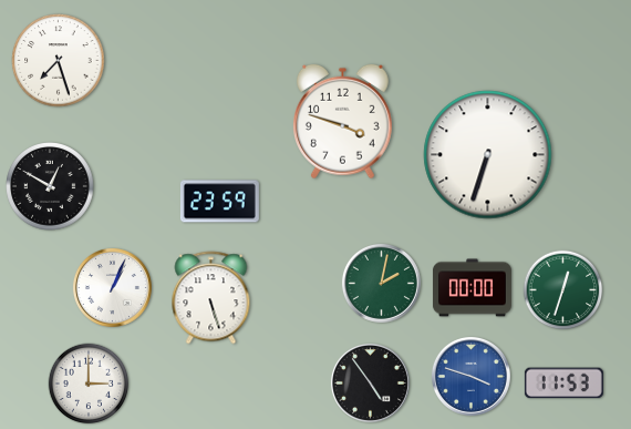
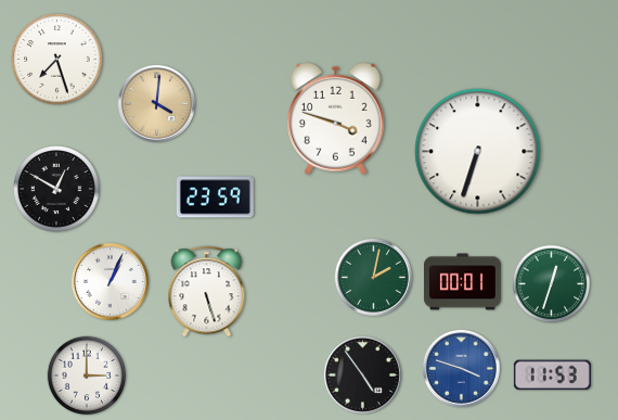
clock at (156, 103): none -> 4:01
clock at (51, 187) position: (51, 187) -> (57, 190)
clock at (472, 288): 00:00 -> 00:01
